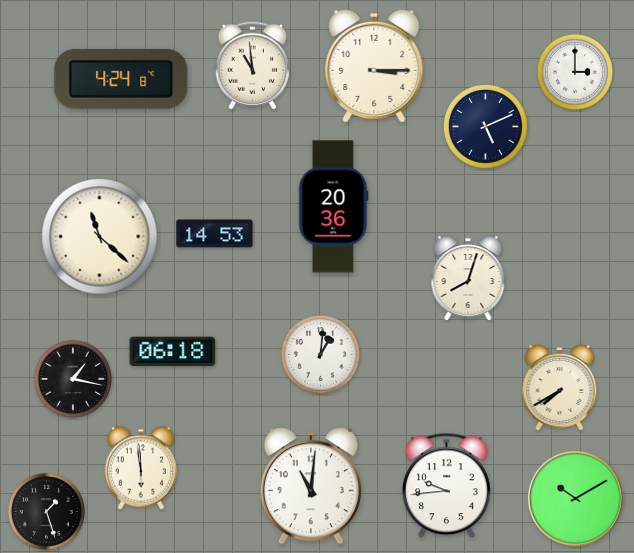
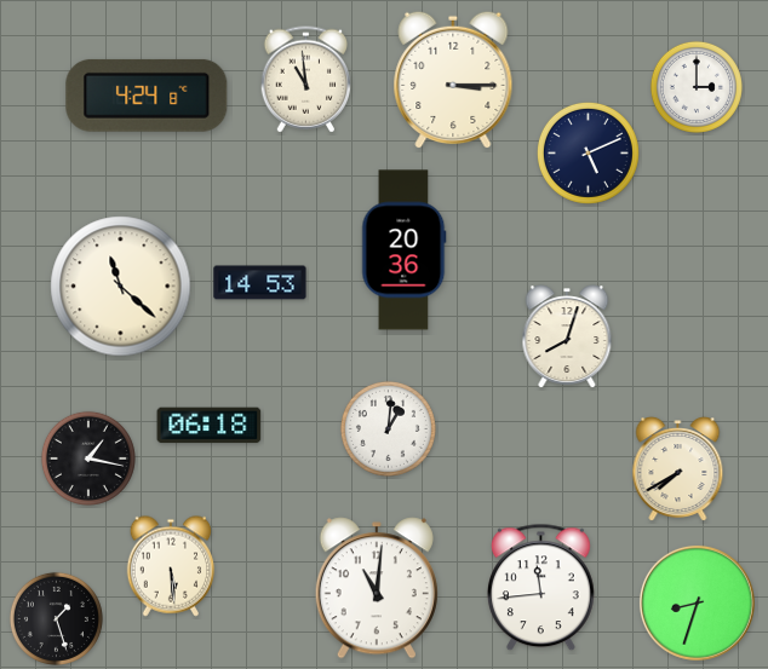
clock at (141, 468): 5:59 -> 5:29
clock at (447, 486): 9:44 -> 11:44
clock at (575, 498): 10:10 -> 8:33
